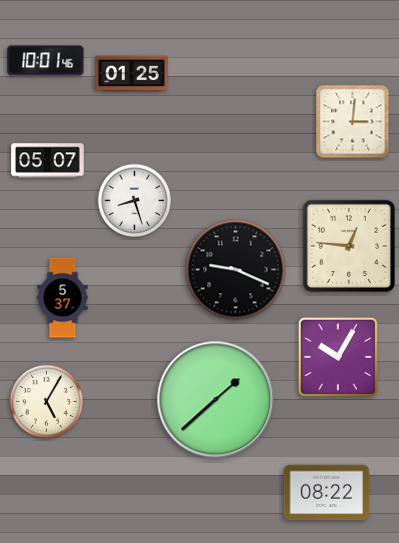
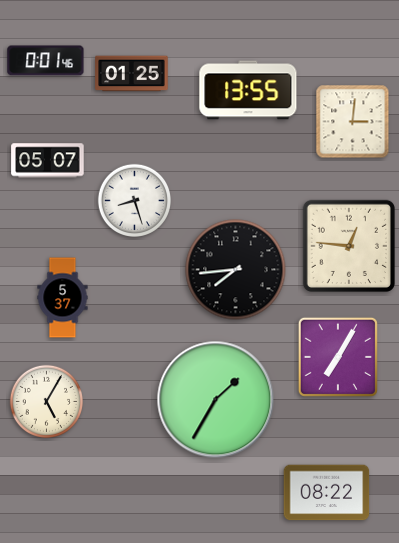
clock at (46, 61): 10:01 -> 0:01
clock at (248, 90): none -> 13:55
clock at (236, 270): 9:19 -> 7:44
clock at (338, 357): 10:05 -> 7:05
clock at (216, 400): 1:38 -> 1:35
